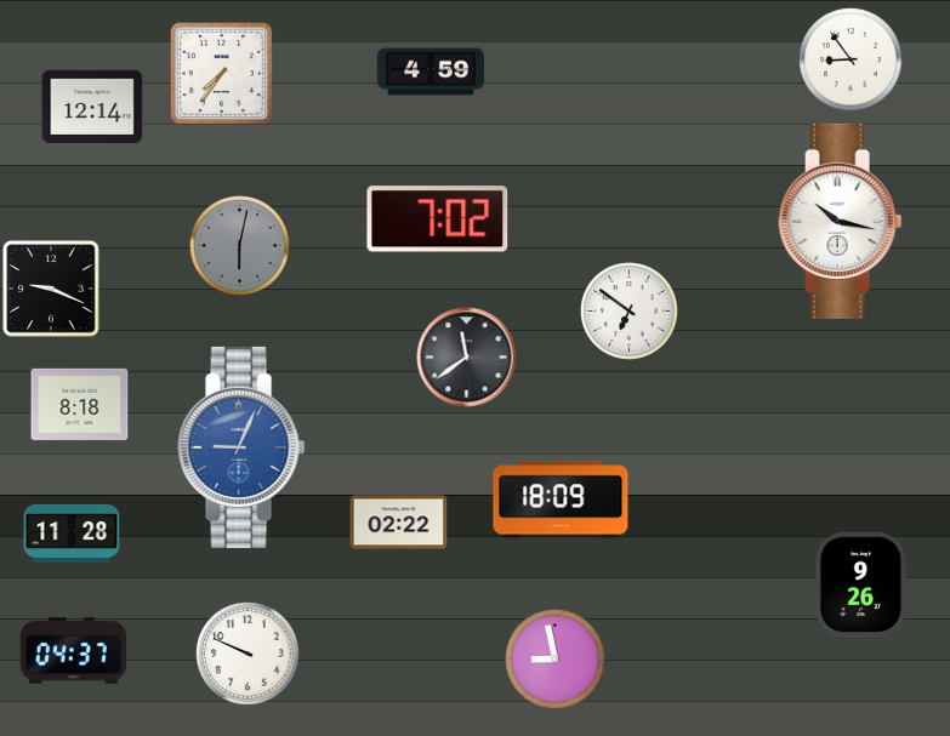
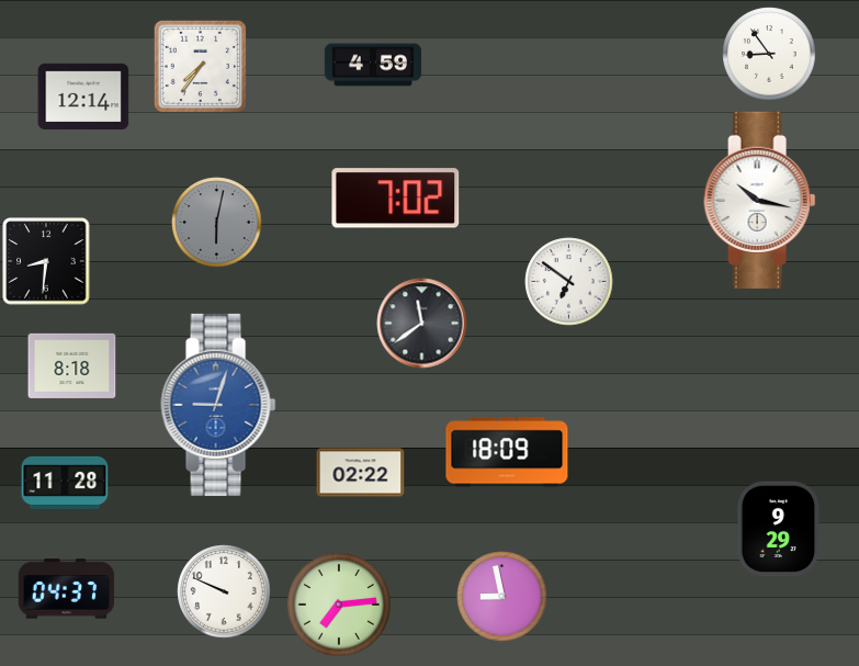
clock at (431, 72) position: (431, 72) -> (373, 65)
clock at (51, 289): 9:19 -> 8:31
clock at (241, 447): 9:04 -> 9:03
clock at (861, 584): 9:26 -> 9:29
clock at (339, 605): none -> 7:14
